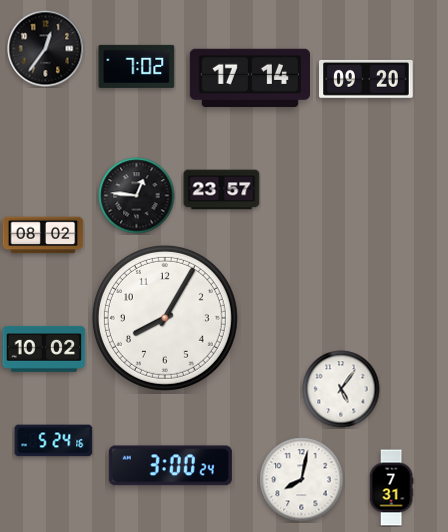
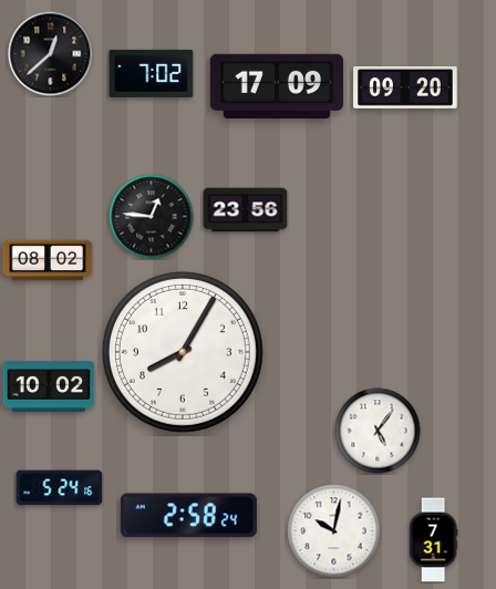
clock at (46, 49): 12:36 -> 12:38
clock at (249, 78): 17:14 -> 17:09
clock at (222, 190): 23:57 -> 23:56
clock at (170, 466): 3:00 -> 2:58
clock at (302, 480): 8:02 -> 10:02
